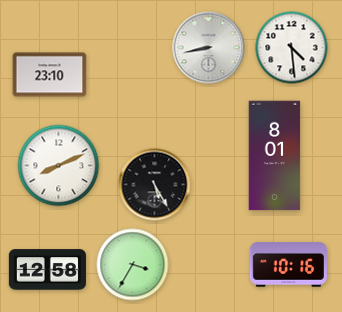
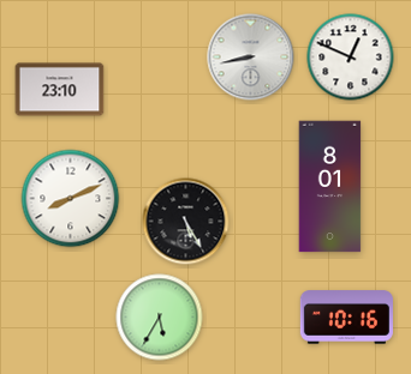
clock at (292, 48): 4:29 -> 12:49
clock at (133, 265): 3:35 -> 5:35
clock at (47, 270): 12:58 -> none
